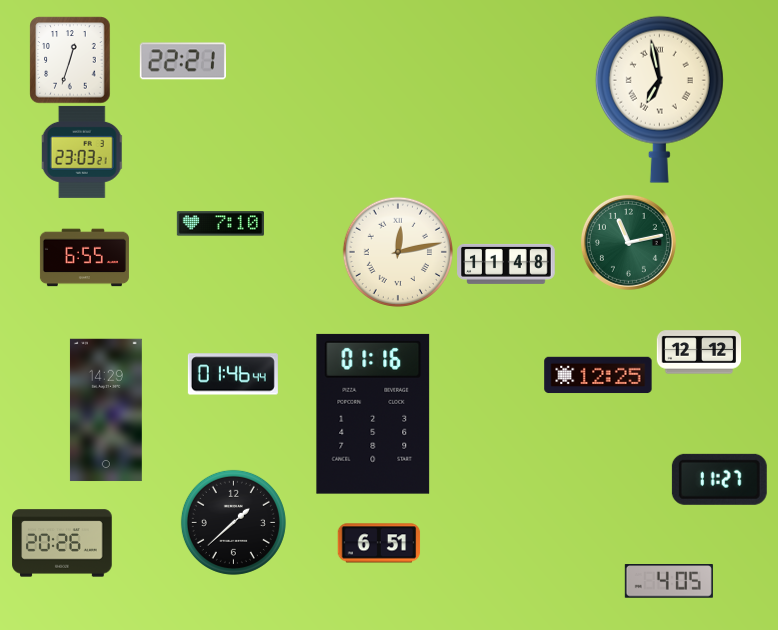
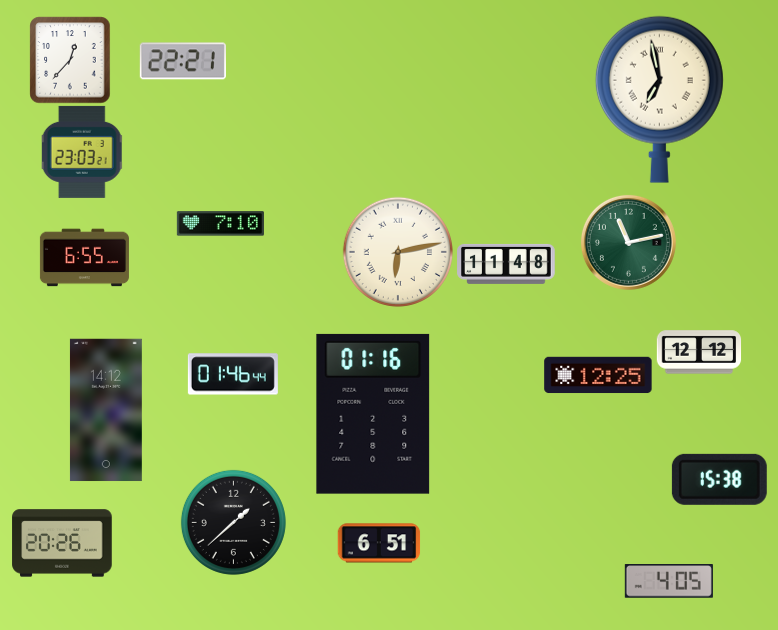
clock at (70, 60): 12:33 -> 12:37
clock at (398, 252): 12:13 -> 6:13
clock at (106, 410): 14:29 -> 14:12
clock at (719, 479): 11:27 -> 15:38
